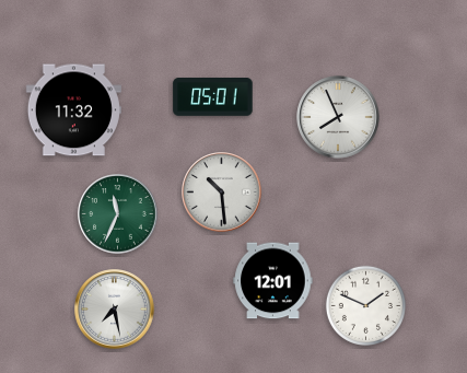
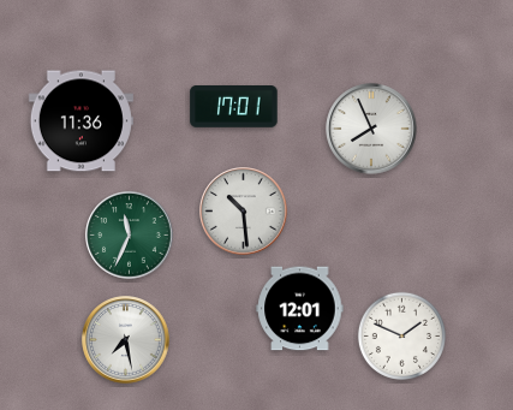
clock at (213, 97): 05:01 -> 17:01
clock at (73, 110): 11:32 -> 11:36
